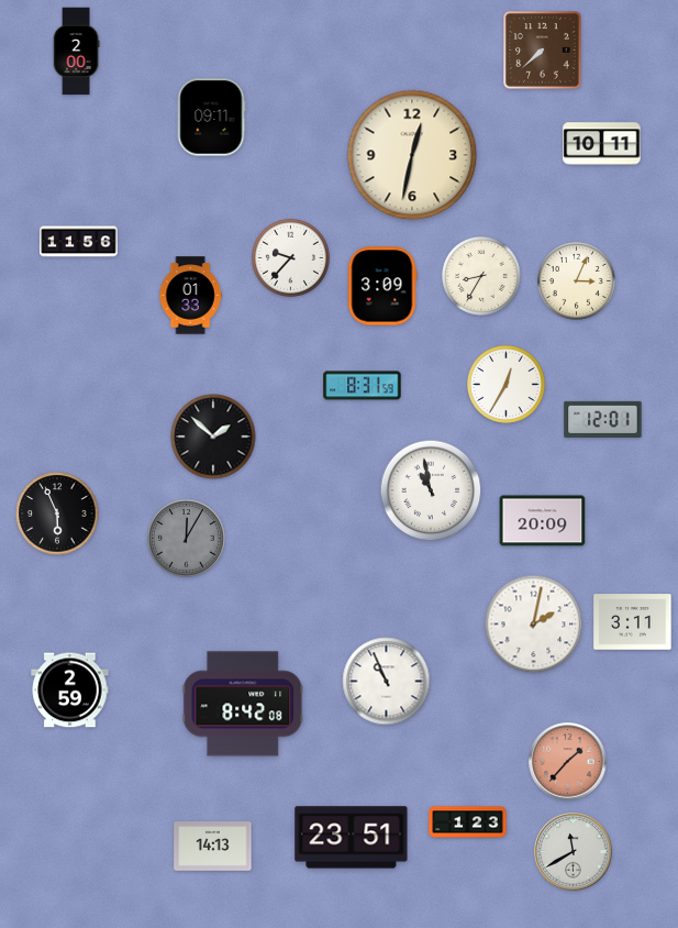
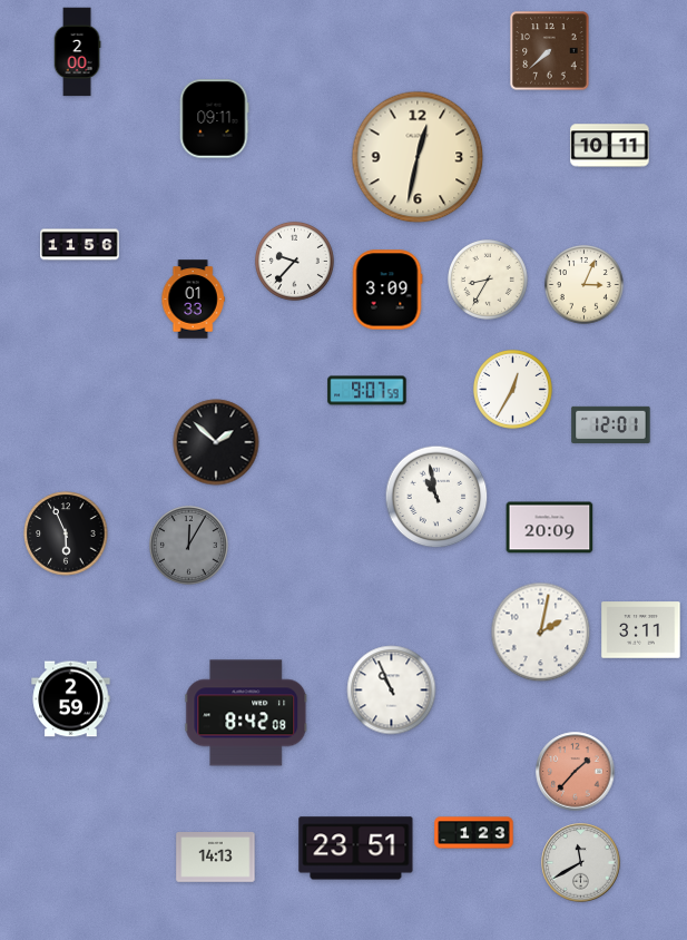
clock at (363, 386): 8:31 -> 9:07
clock at (57, 513) position: (57, 513) -> (66, 533)
